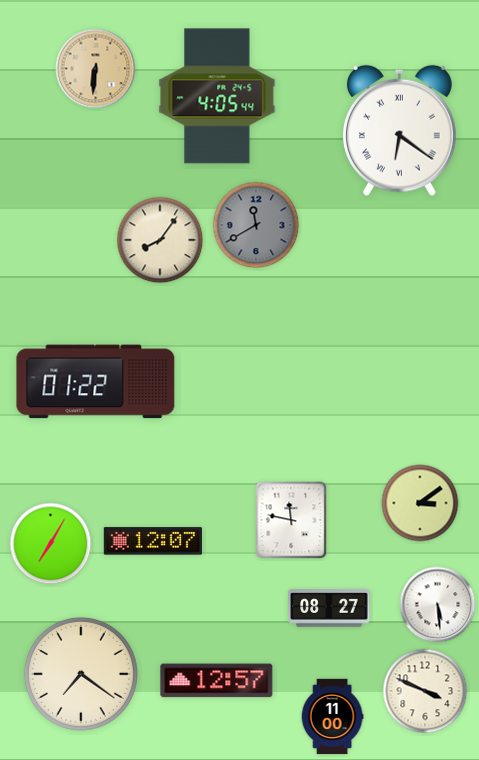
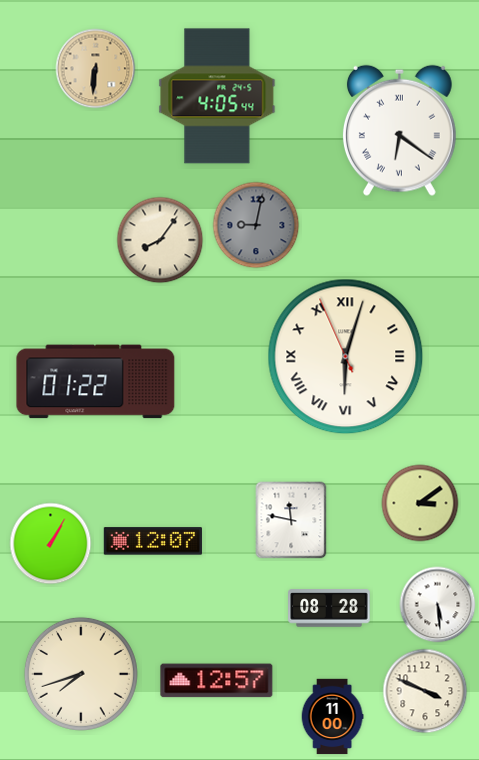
clock at (256, 225): 11:40 -> 9:02
clock at (346, 357): none -> 6:02
clock at (51, 544): 7:05 -> 1:05
clock at (329, 608): 08:27 -> 08:28
clock at (81, 674): 7:21 -> 7:42
